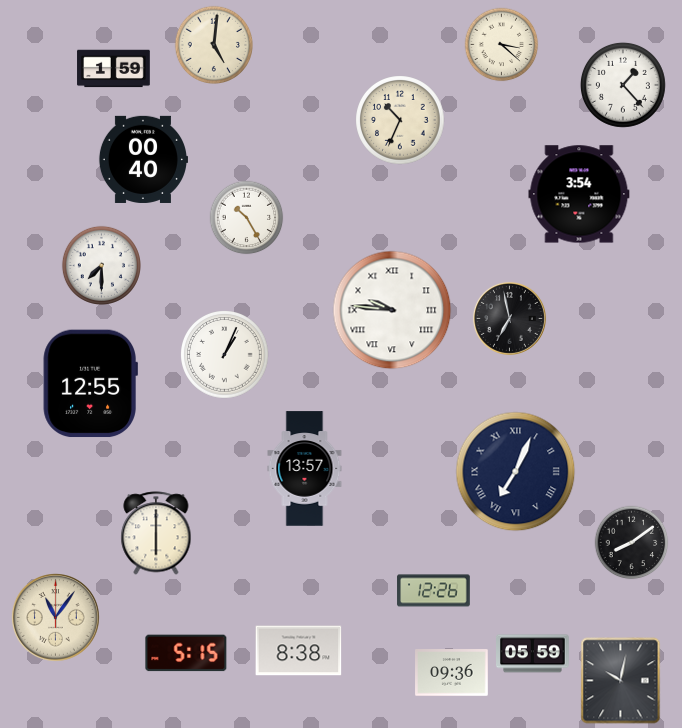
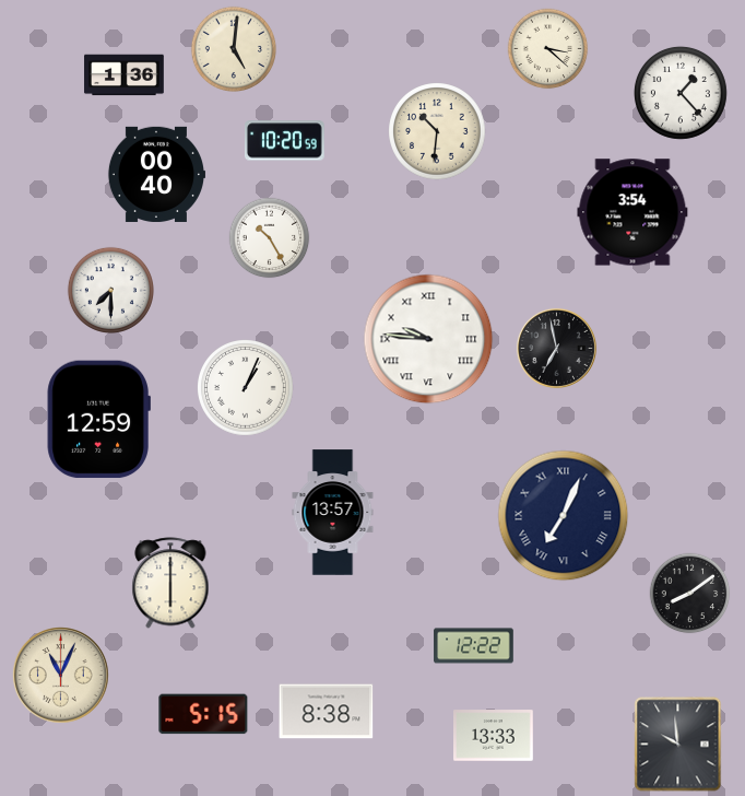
clock at (114, 69): 1:59 -> 1:36
clock at (400, 120): 10:34 -> 10:31
clock at (284, 141): none -> 10:20
clock at (90, 384): 12:55 -> 12:59
clock at (434, 591): 12:26 -> 12:22
clock at (56, 618): 11:06 -> 11:04
clock at (533, 654): 05:59 -> none
clock at (452, 673): 09:36 -> 13:33
clock at (621, 681): 10:02 -> 9:59
